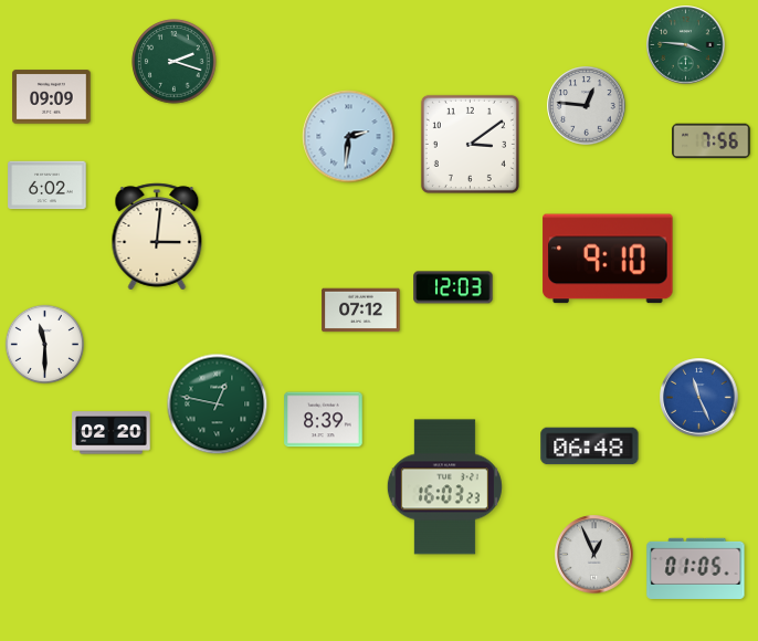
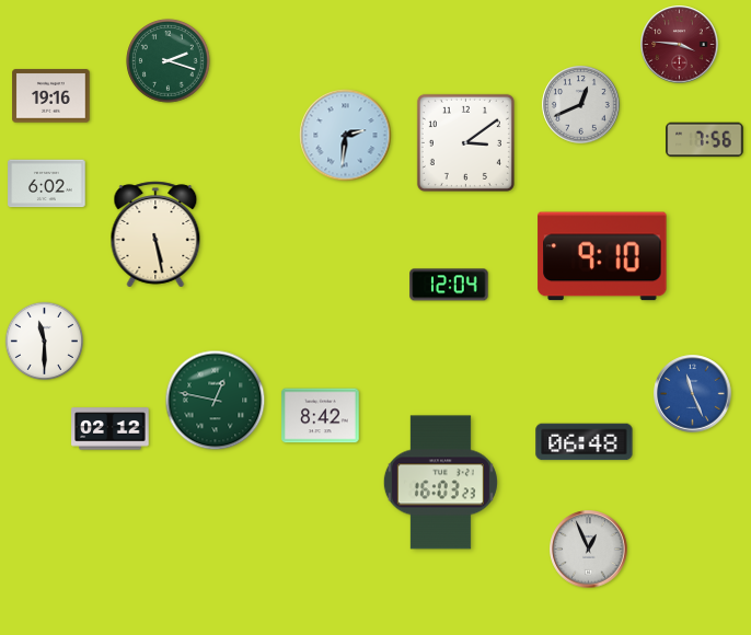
clock at (686, 45) dial: green -> burgundy
clock at (175, 62) position: (175, 62) -> (169, 61)
clock at (52, 97): 09:09 -> 19:16
clock at (587, 106): 12:46 -> 12:41
clock at (157, 237): 3:01 -> 5:28
clock at (453, 287): 12:03 -> 12:04
clock at (361, 311): 07:12 -> none
clock at (324, 420): 8:39 -> 8:42
clock at (112, 433): 02:20 -> 02:12
clock at (696, 568): 01:05 -> none
